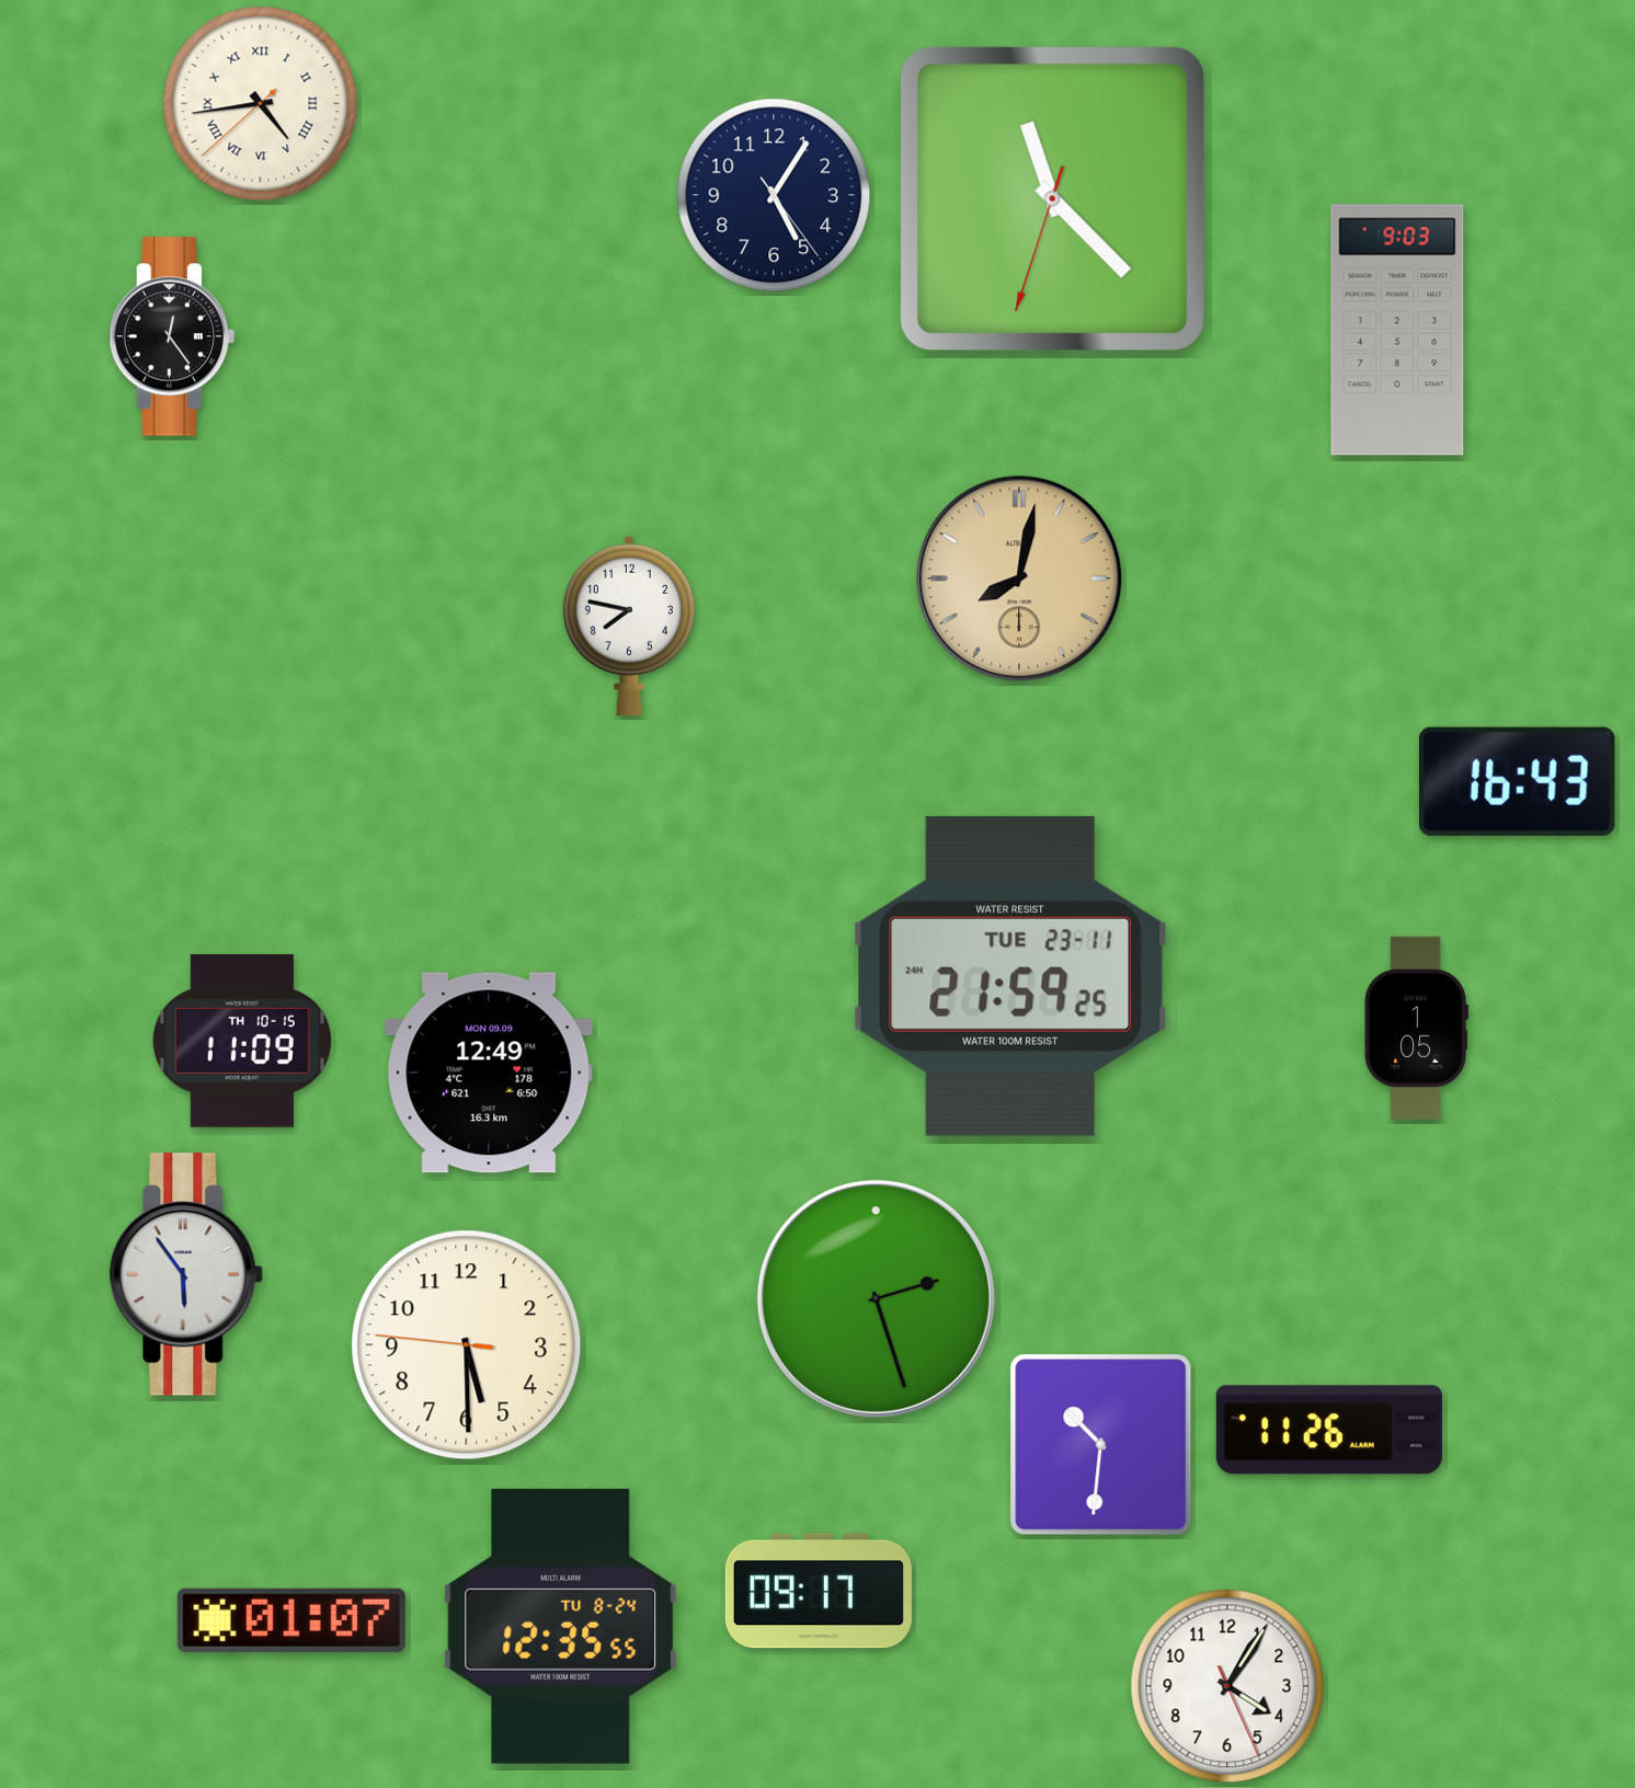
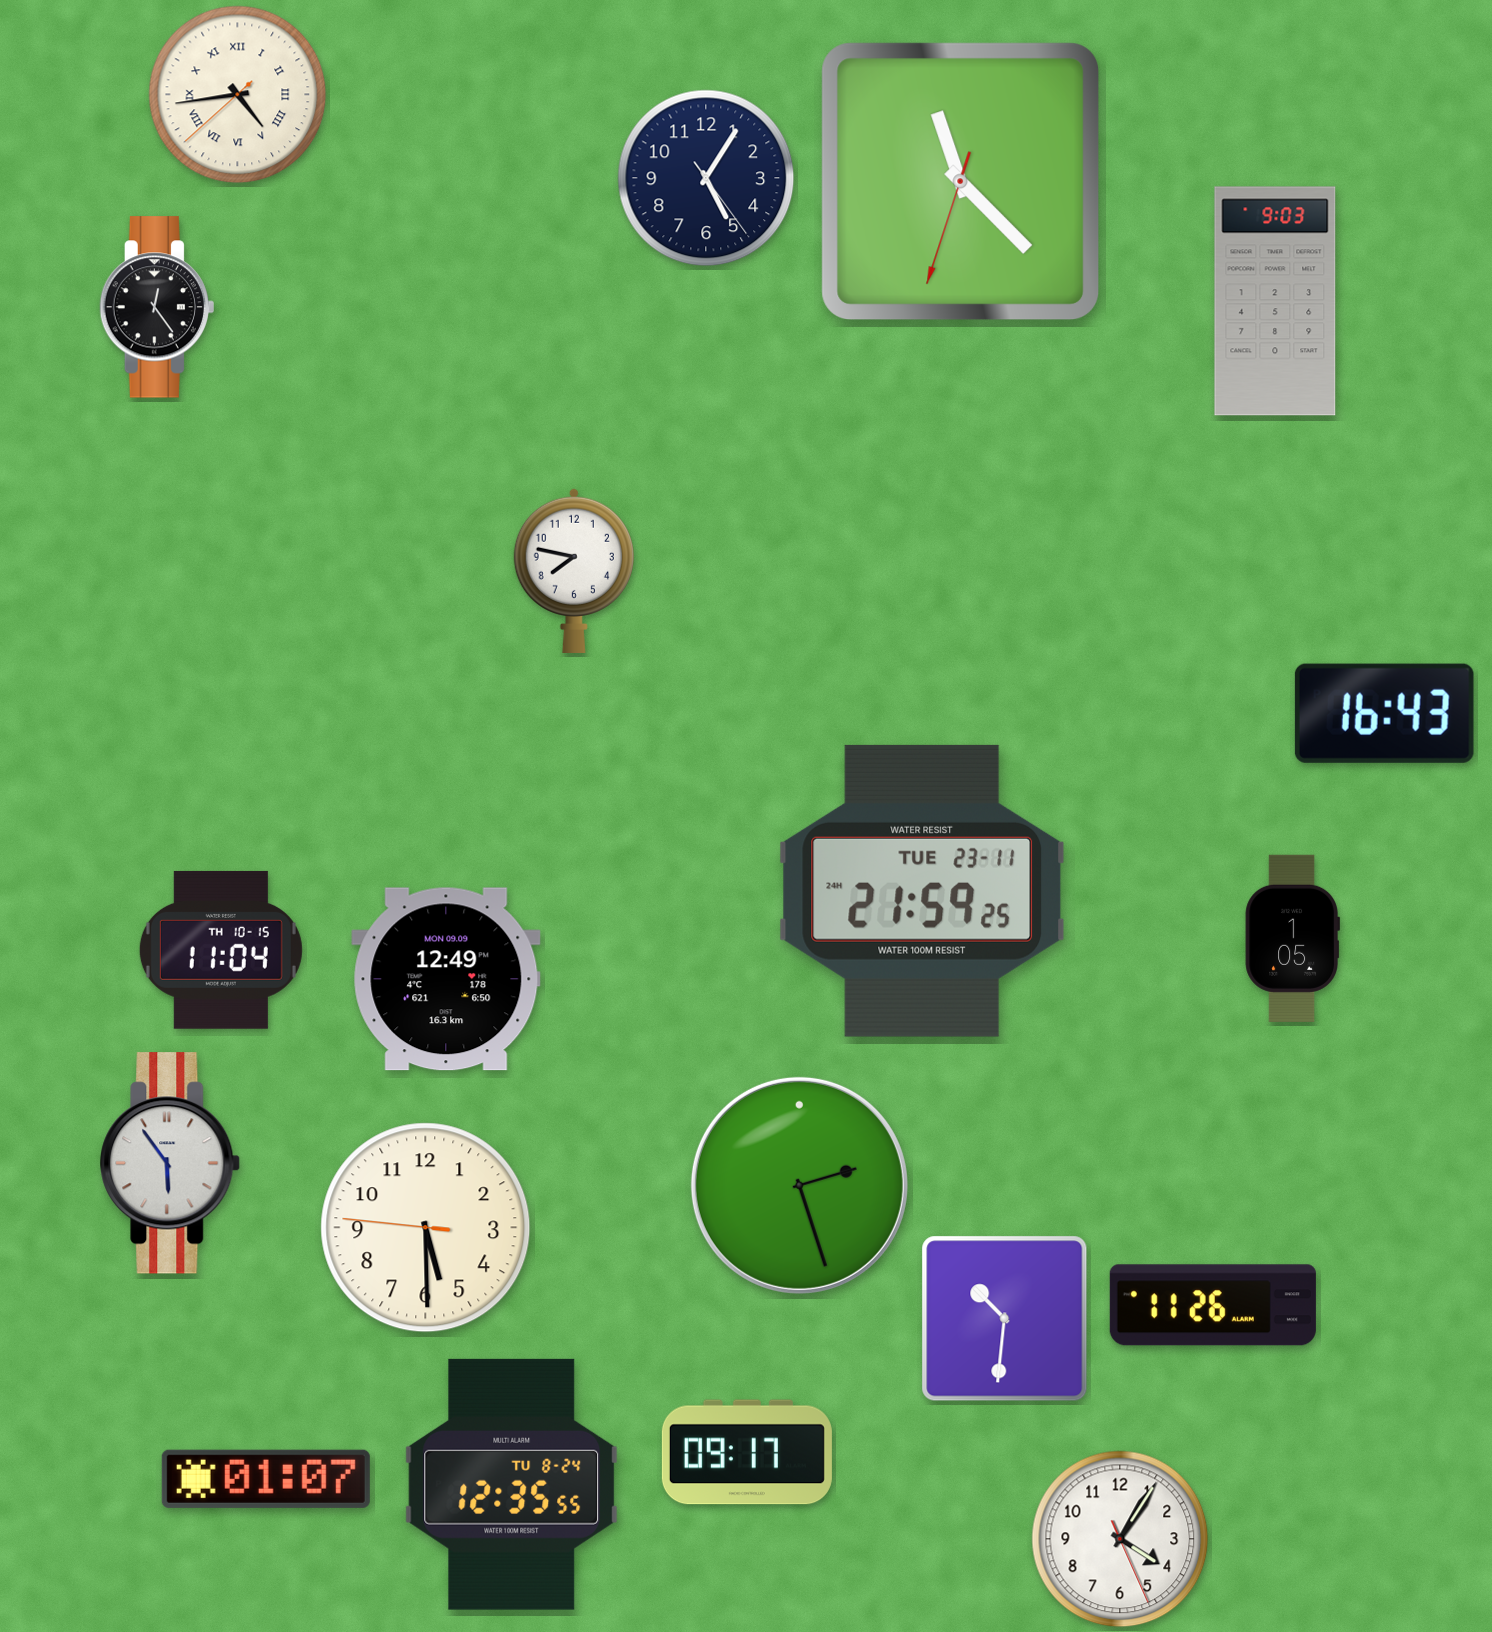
clock at (1019, 578): 8:02 -> none
clock at (242, 1041): 11:09 -> 11:04
